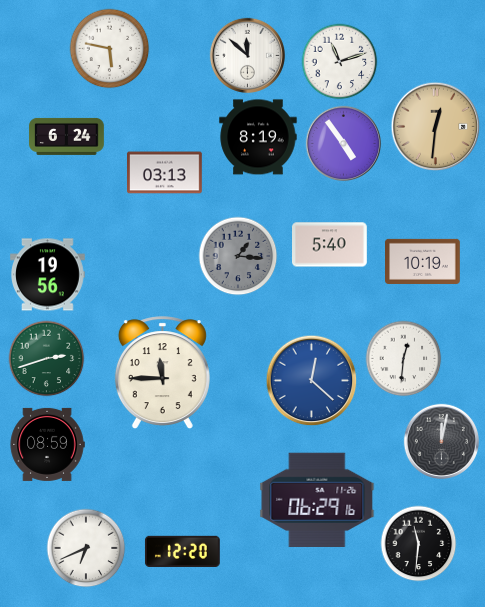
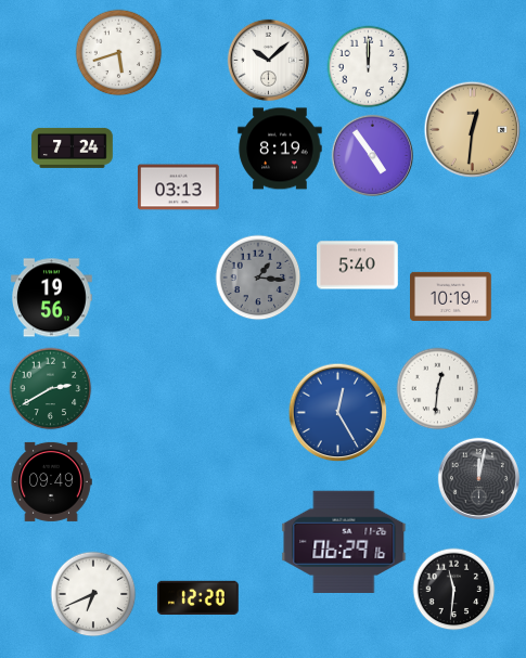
clock at (110, 49): 5:47 -> 5:42
clock at (247, 55): 11:52 -> 10:08
clock at (340, 62): 11:12 -> 12:00
clock at (436, 127) position: (436, 127) -> (473, 130)
clock at (67, 136): 6:24 -> 7:24
clock at (423, 261) position: (423, 261) -> (451, 296)
clock at (47, 359): 2:42 -> 2:40
clock at (162, 373): 11:45 -> none
clock at (312, 381): 12:22 -> 12:25
clock at (47, 444): 08:59 -> 09:49
